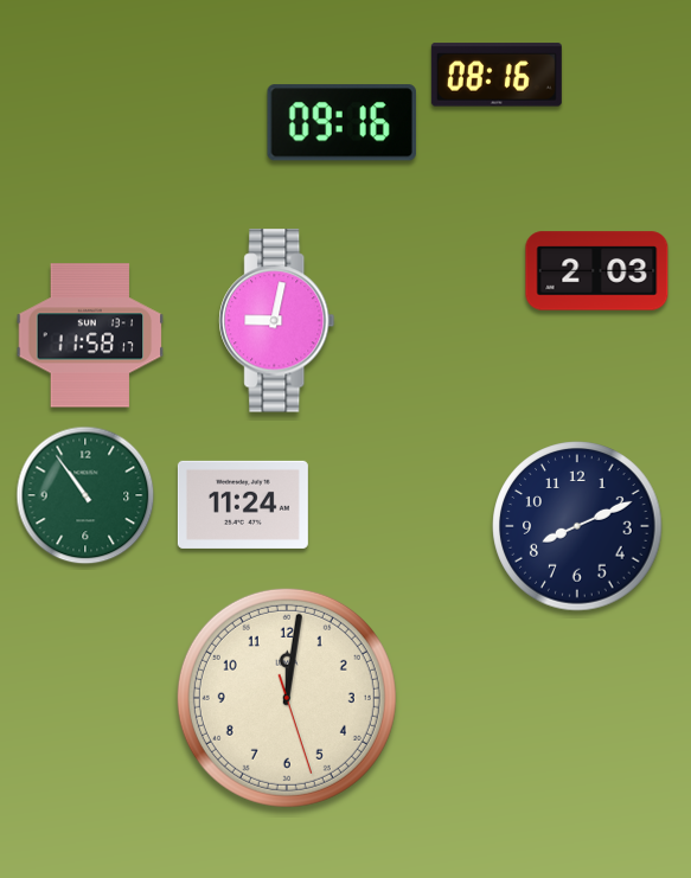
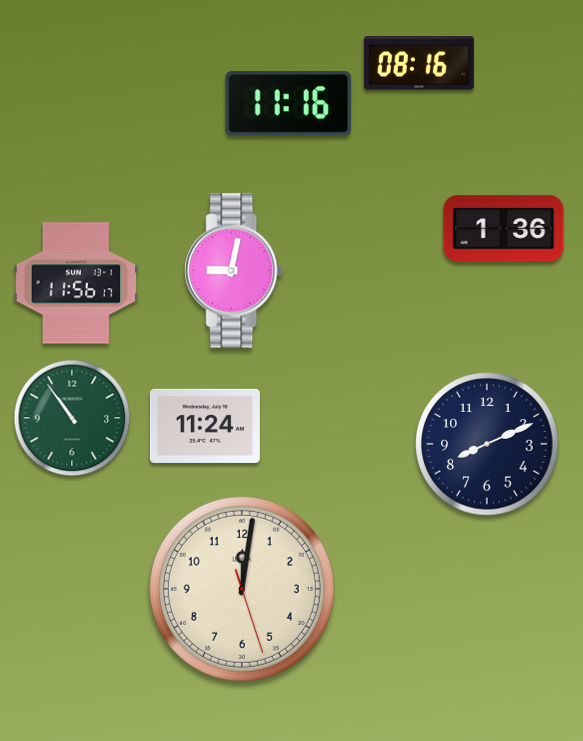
clock at (341, 123): 09:16 -> 11:16
clock at (597, 271): 2:03 -> 1:36
clock at (90, 335): 11:58 -> 11:56
